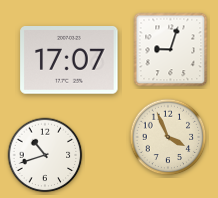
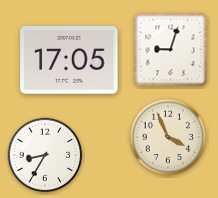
clock at (69, 60): 17:07 -> 17:05
clock at (45, 155): 10:42 -> 8:35
